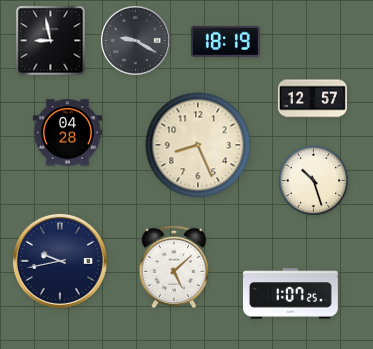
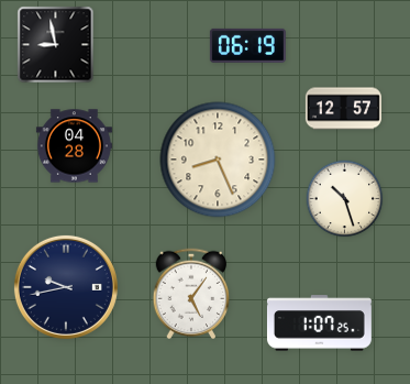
clock at (136, 41): 9:20 -> none
clock at (225, 41): 18:19 -> 06:19
clock at (174, 267): 5:08 -> 5:06
